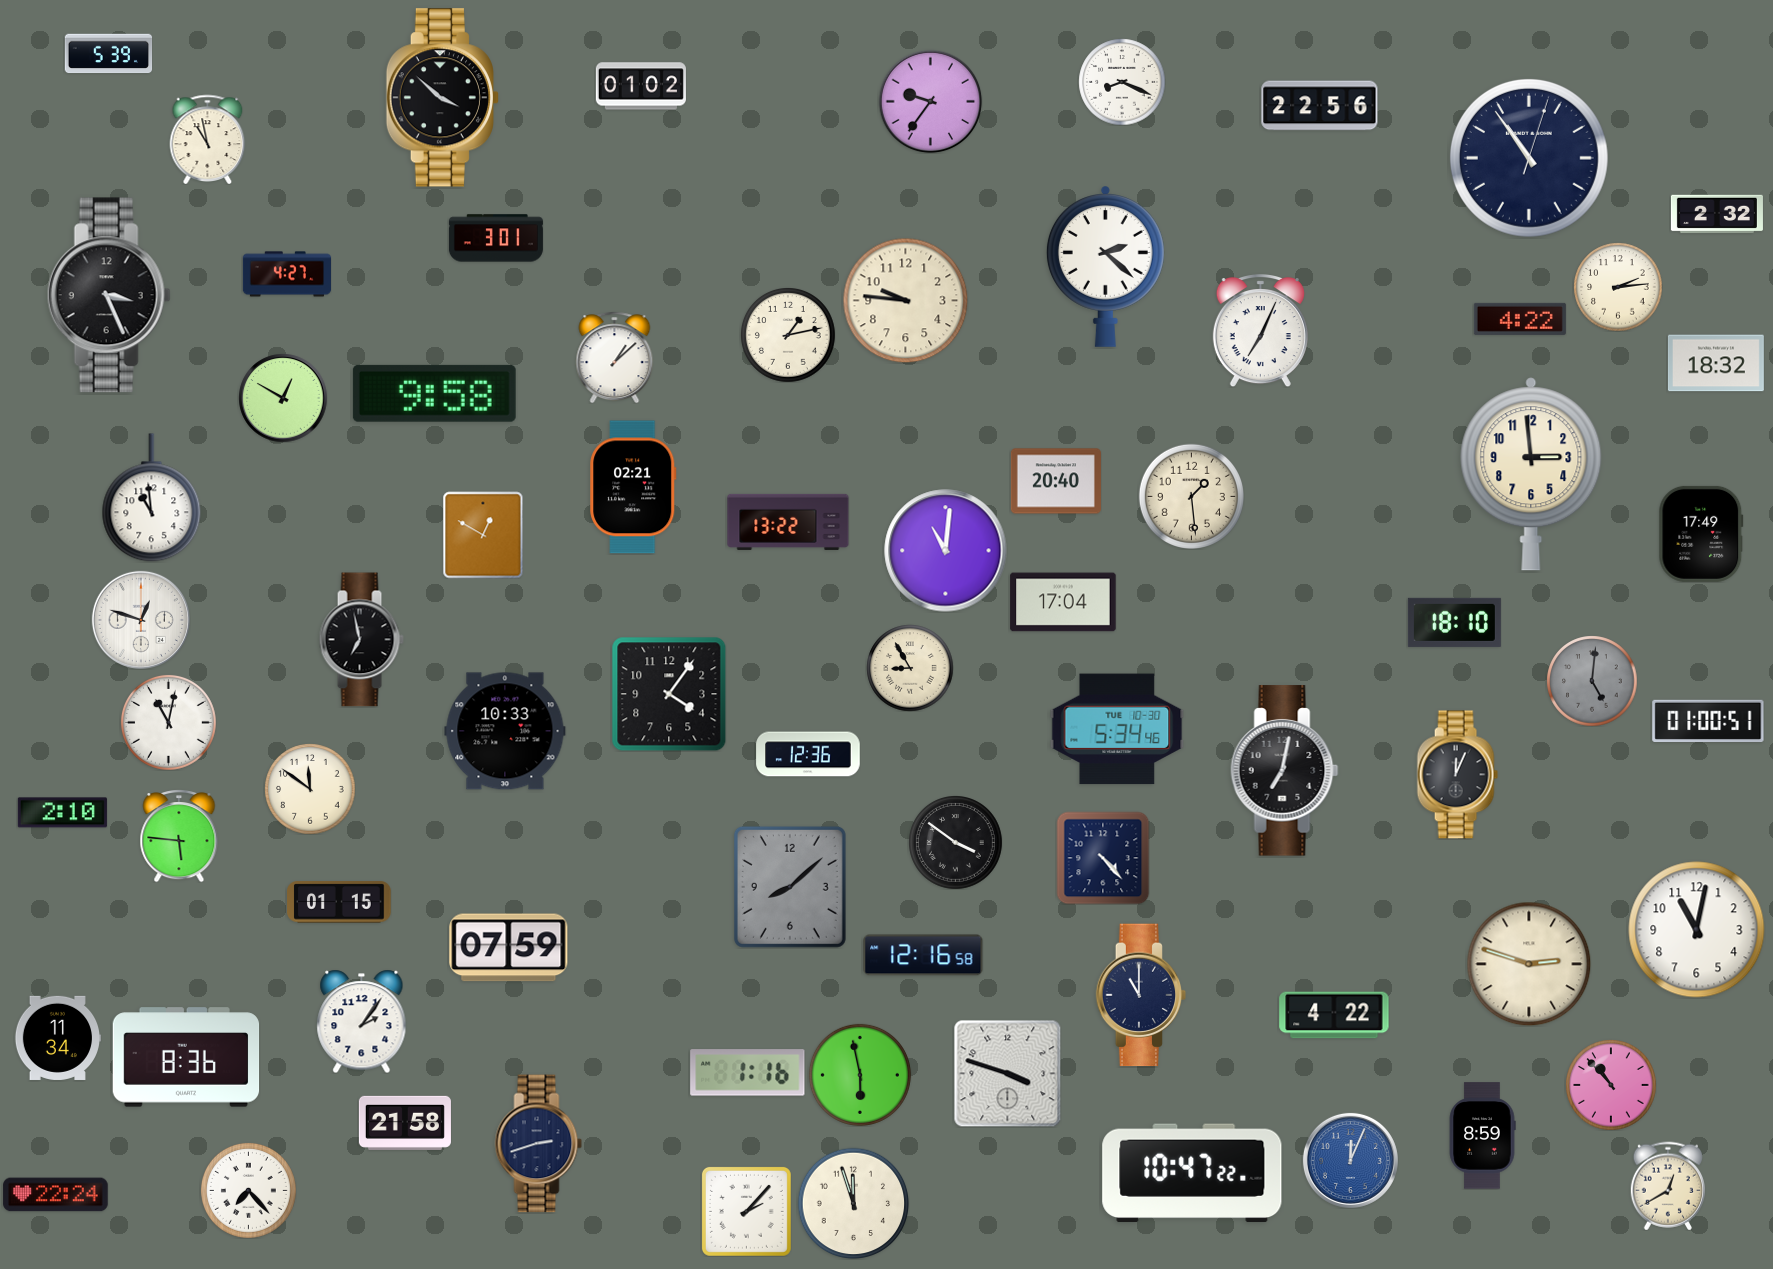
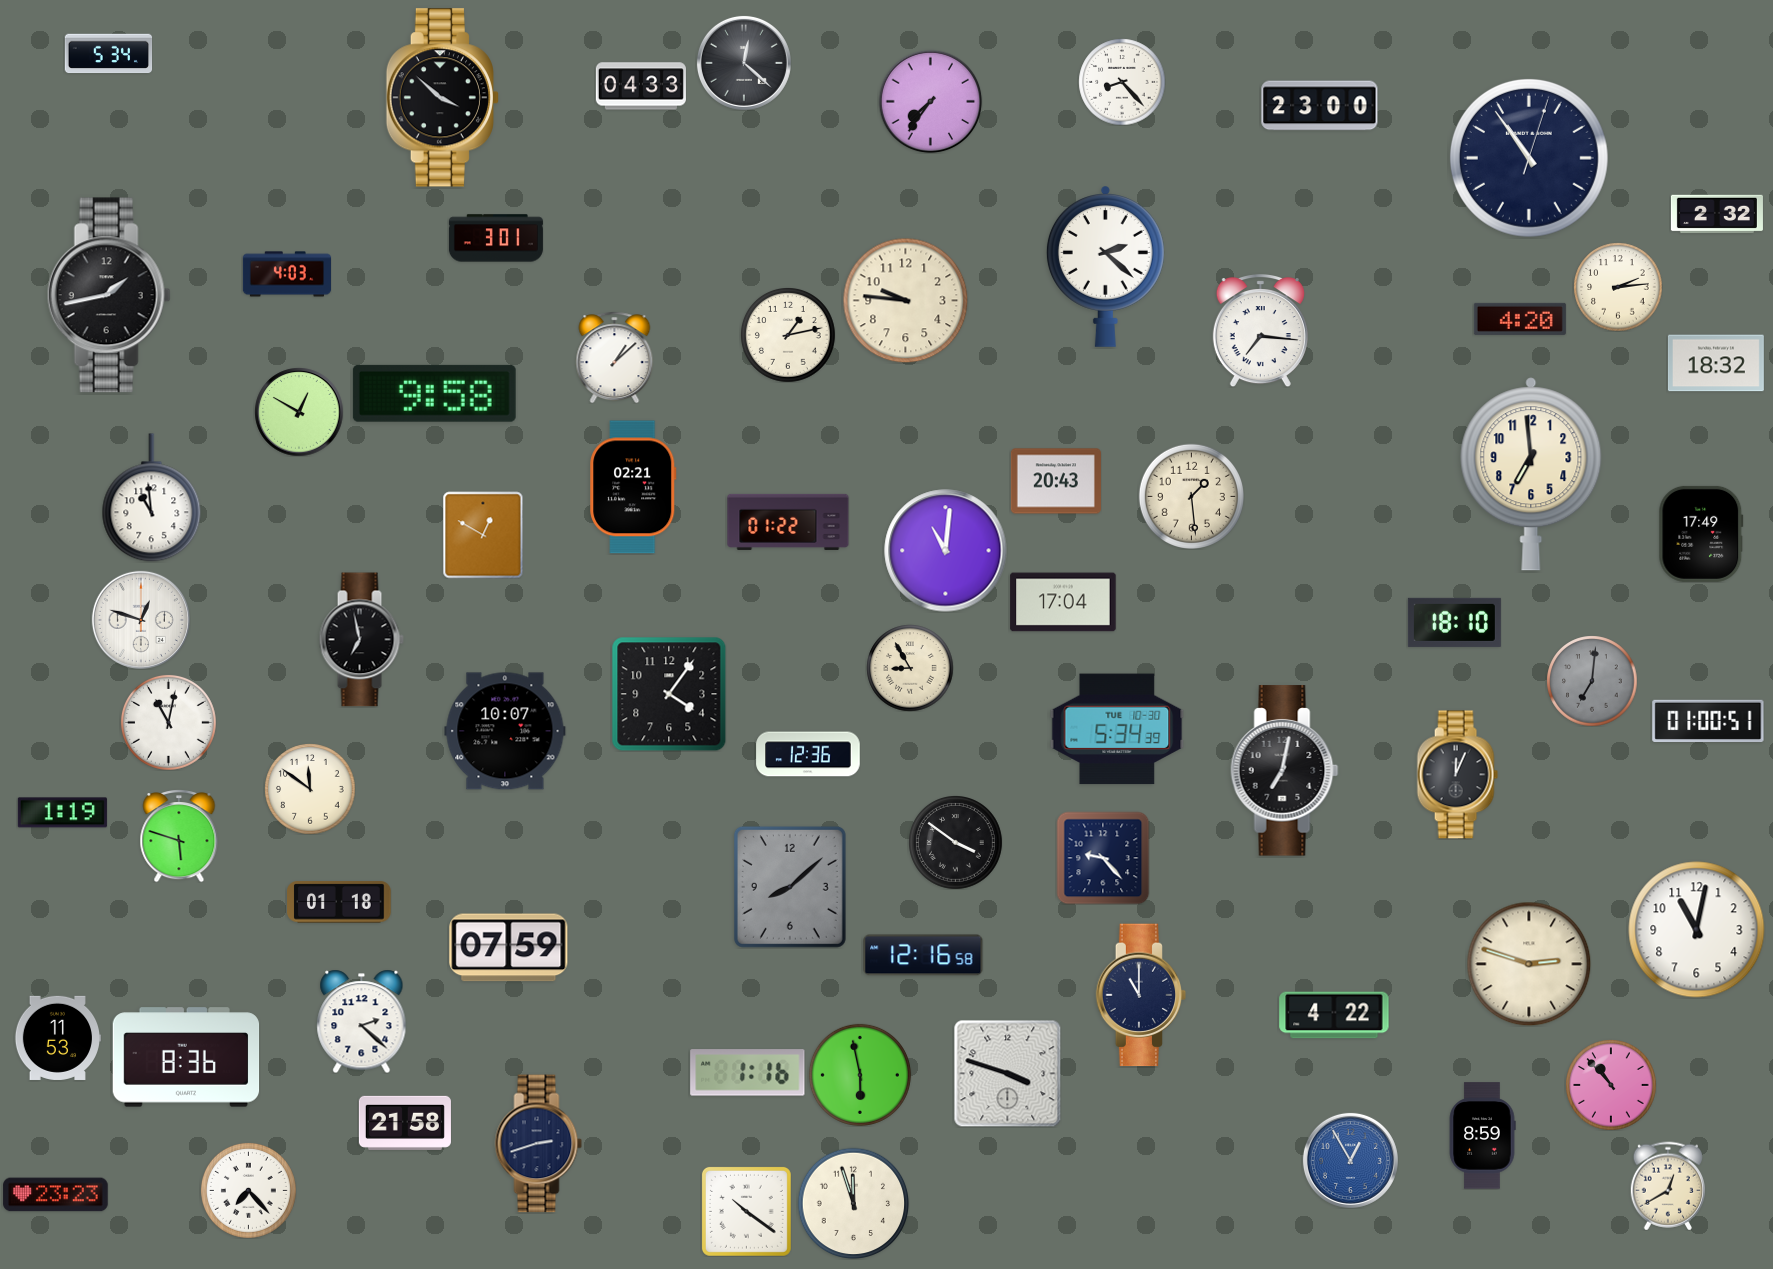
clock at (108, 54): 5:39 -> 5:34
clock at (744, 63): none -> 12:22
clock at (1122, 82): 8:19 -> 8:23
clock at (641, 86): 01:02 -> 04:33
clock at (930, 101): 9:36 -> 7:36
clock at (1320, 106): 22:56 -> 23:00
clock at (208, 139): 10:58 -> none
clock at (286, 274): 4:27 -> 4:03
clock at (109, 295): 3:26 -> 1:43
clock at (1520, 319): 4:22 -> 4:20
clock at (1260, 331): 7:04 -> 7:16
clock at (283, 398) position: (283, 398) -> (299, 412)
clock at (1531, 474): 2:59 -> 6:59
clock at (1056, 481): 20:40 -> 20:43
clock at (788, 522): 13:22 -> 01:22
clock at (1592, 681): 5:01 -> 7:01
clock at (1117, 729): 5:34:46 -> 5:34:39
clock at (505, 731): 10:33 -> 10:07
clock at (62, 813): 2:10 -> 1:19
clock at (179, 836): 5:46 -> 5:48
clock at (1103, 858): 4:23 -> 9:23
clock at (339, 902): 01:15 -> 01:18
clock at (362, 1021): 2:06 -> 2:22
clock at (58, 1038): 11:34 -> 11:53
clock at (1350, 1160): 12:04 -> 12:55
clock at (1192, 1173): 10:47 -> none
clock at (56, 1195): 22:24 -> 23:23
clock at (746, 1211): 2:07 -> 10:21
